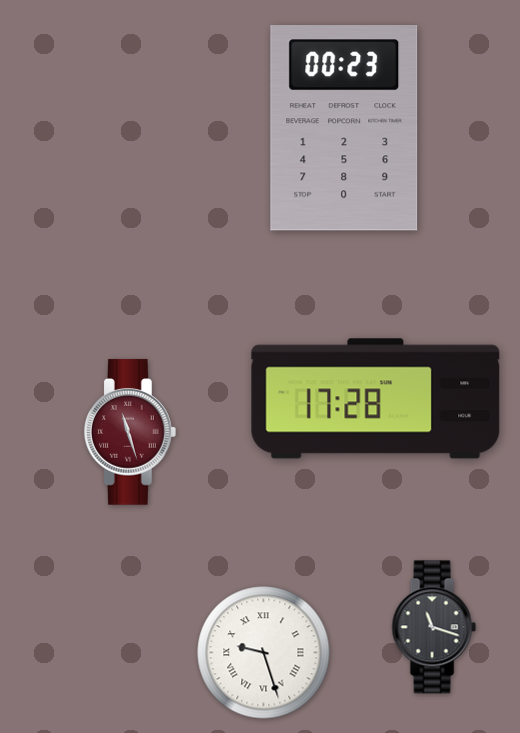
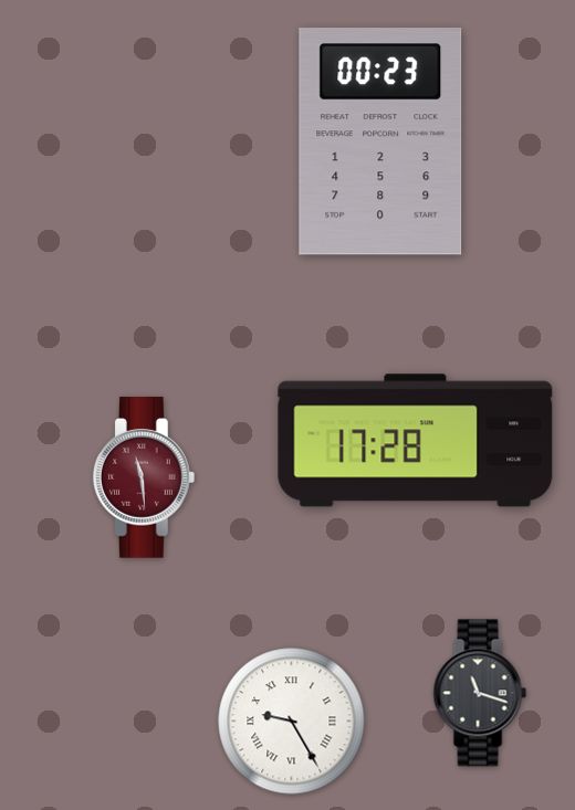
clock at (130, 432): 11:27 -> 11:29
clock at (264, 653): 9:27 -> 9:25
